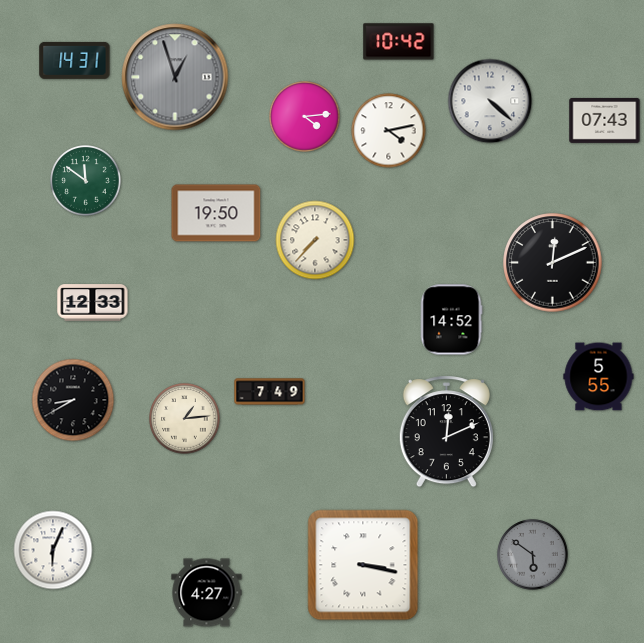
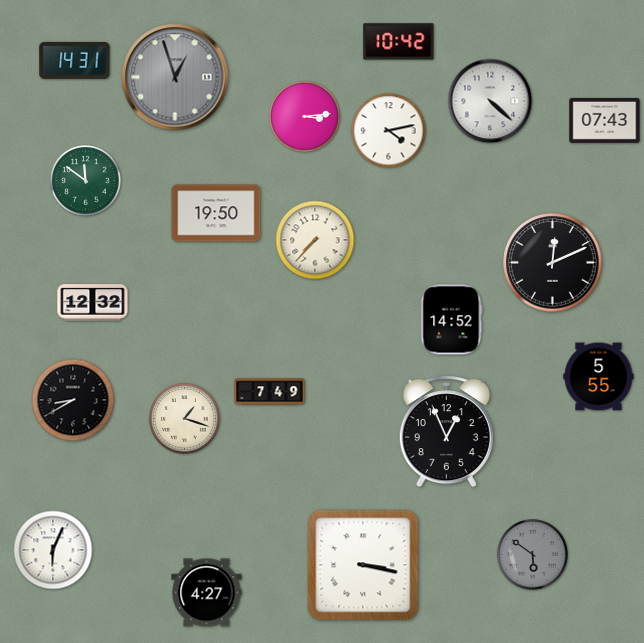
clock at (305, 117): 4:14 -> 3:14
clock at (93, 303): 12:33 -> 12:32
clock at (185, 419): 1:14 -> 1:18
clock at (446, 432): 12:11 -> 12:56
